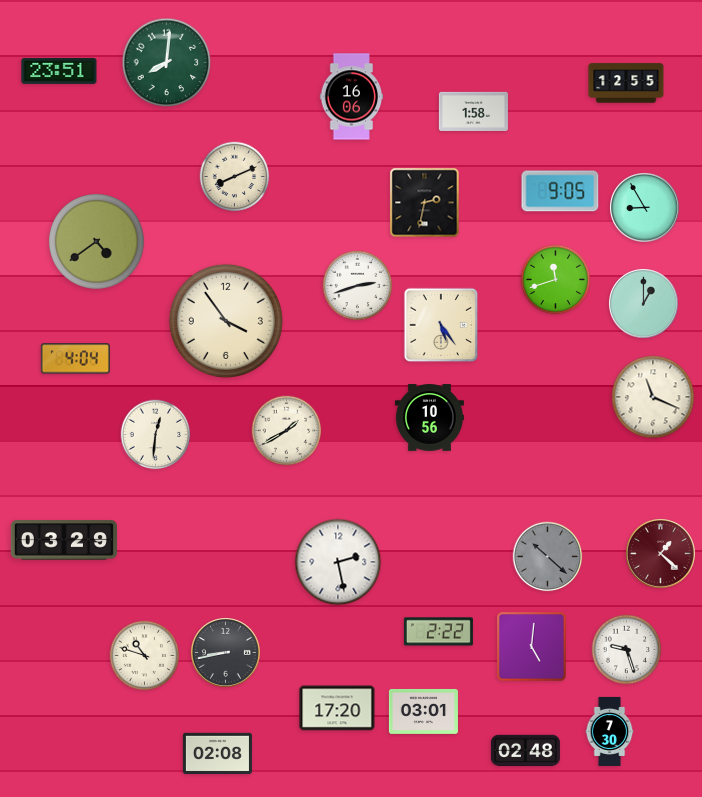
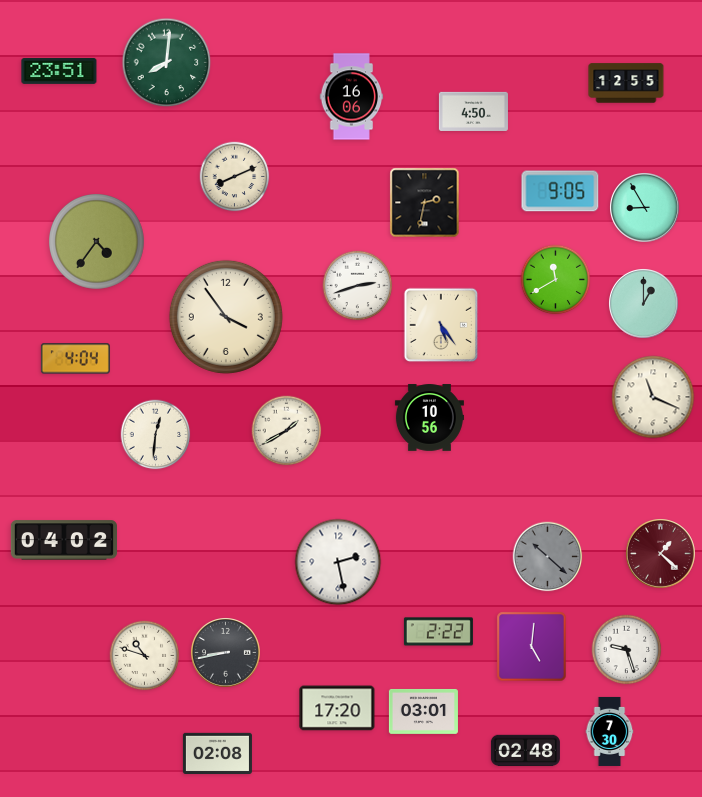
clock at (473, 111): 1:58 -> 4:50
clock at (97, 242): 4:39 -> 4:36
clock at (556, 280): 11:42 -> 11:40
clock at (226, 321) position: (226, 321) -> (226, 317)
clock at (64, 540): 03:29 -> 04:02
